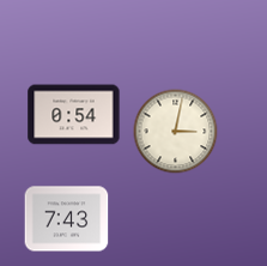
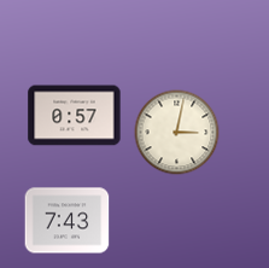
clock at (74, 115): 0:54 -> 0:57
